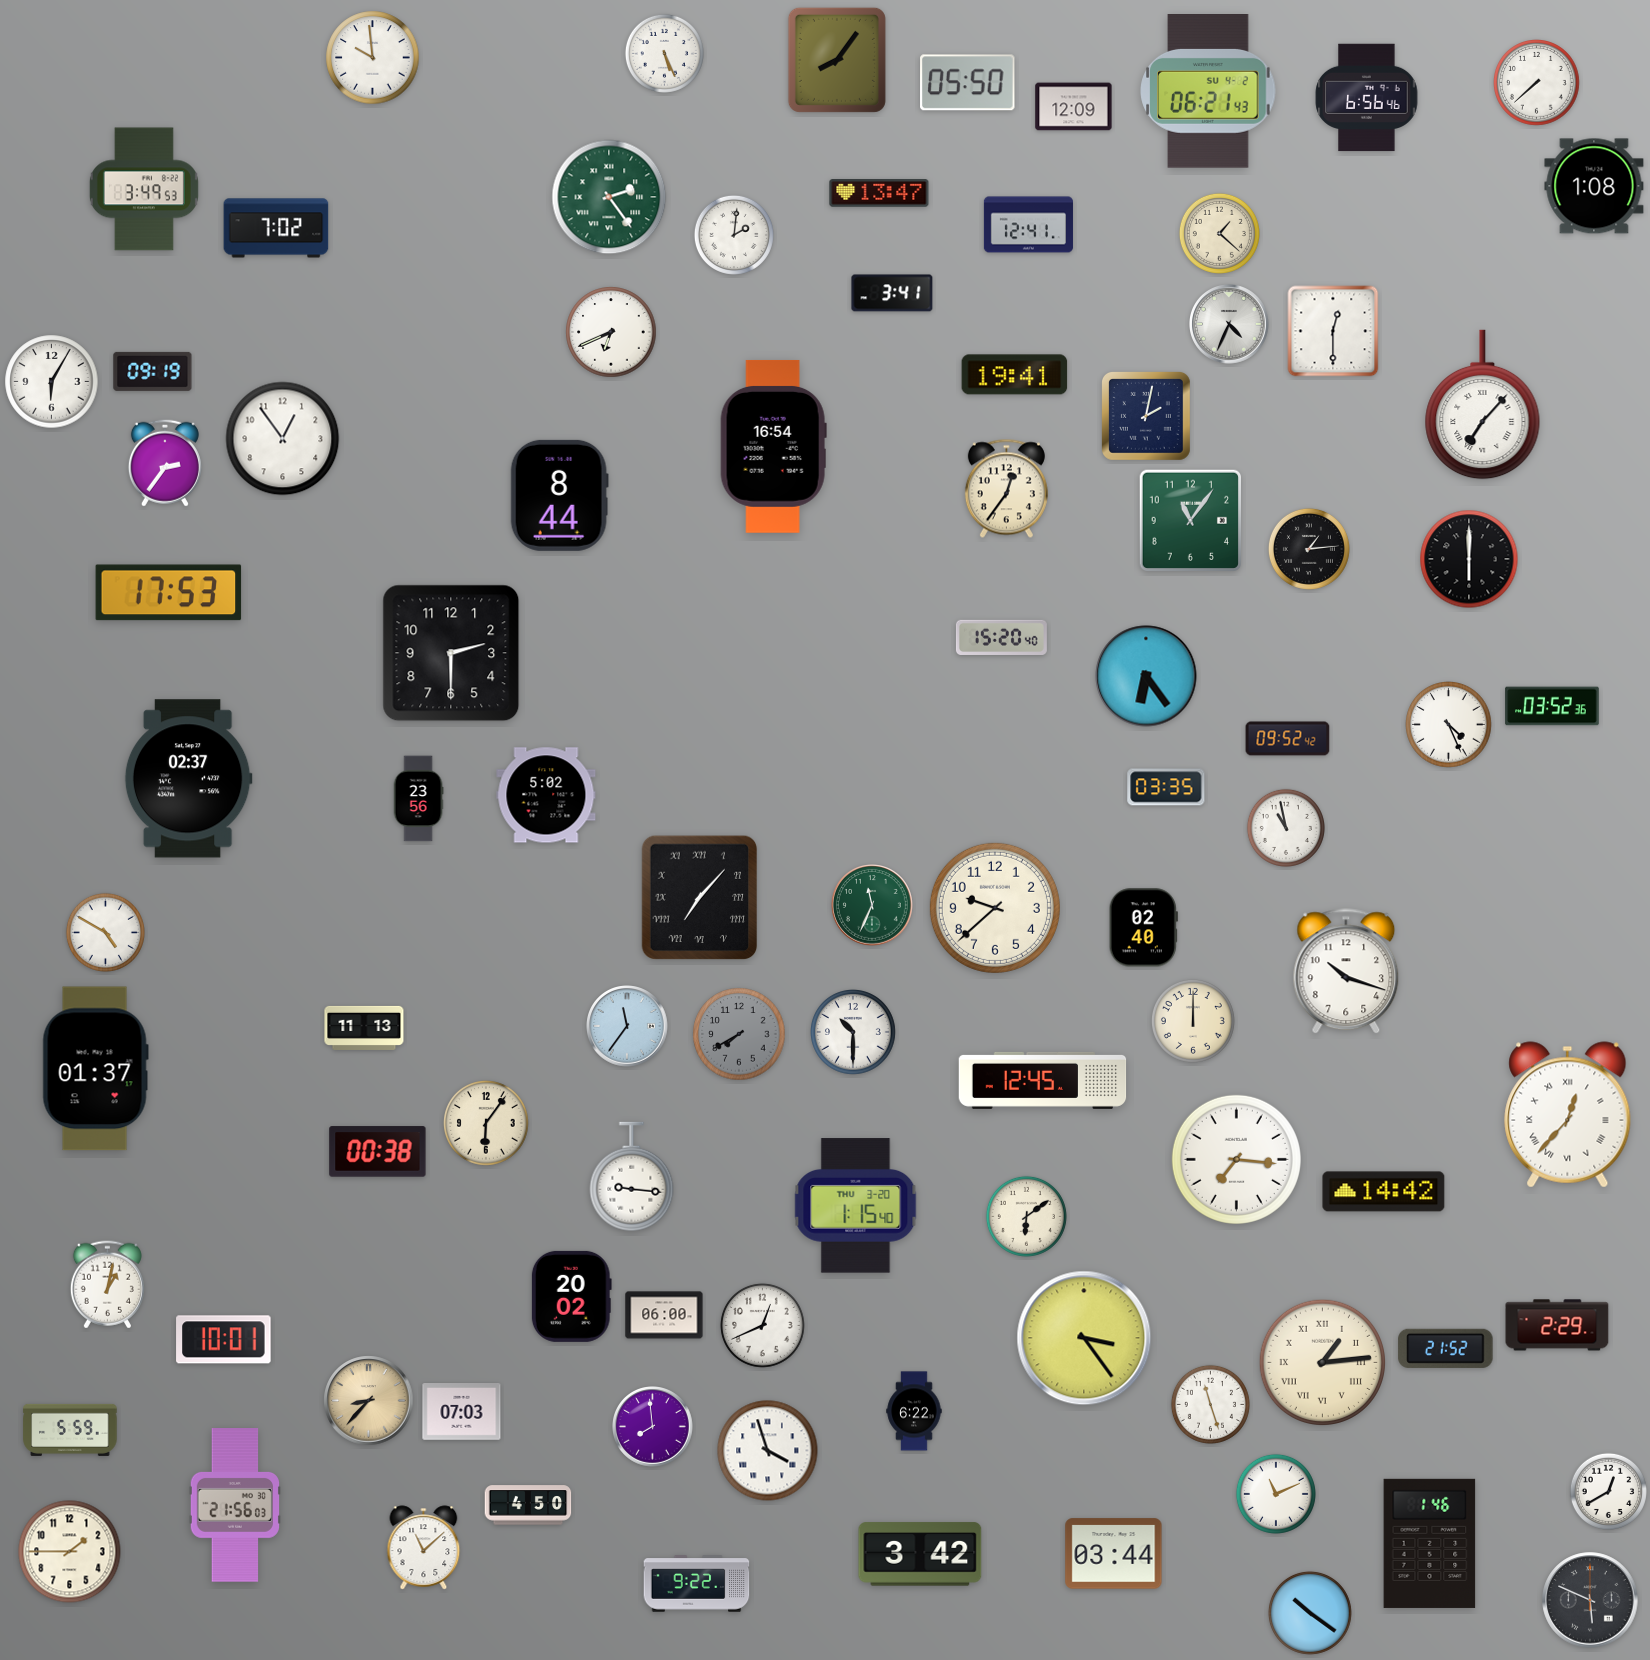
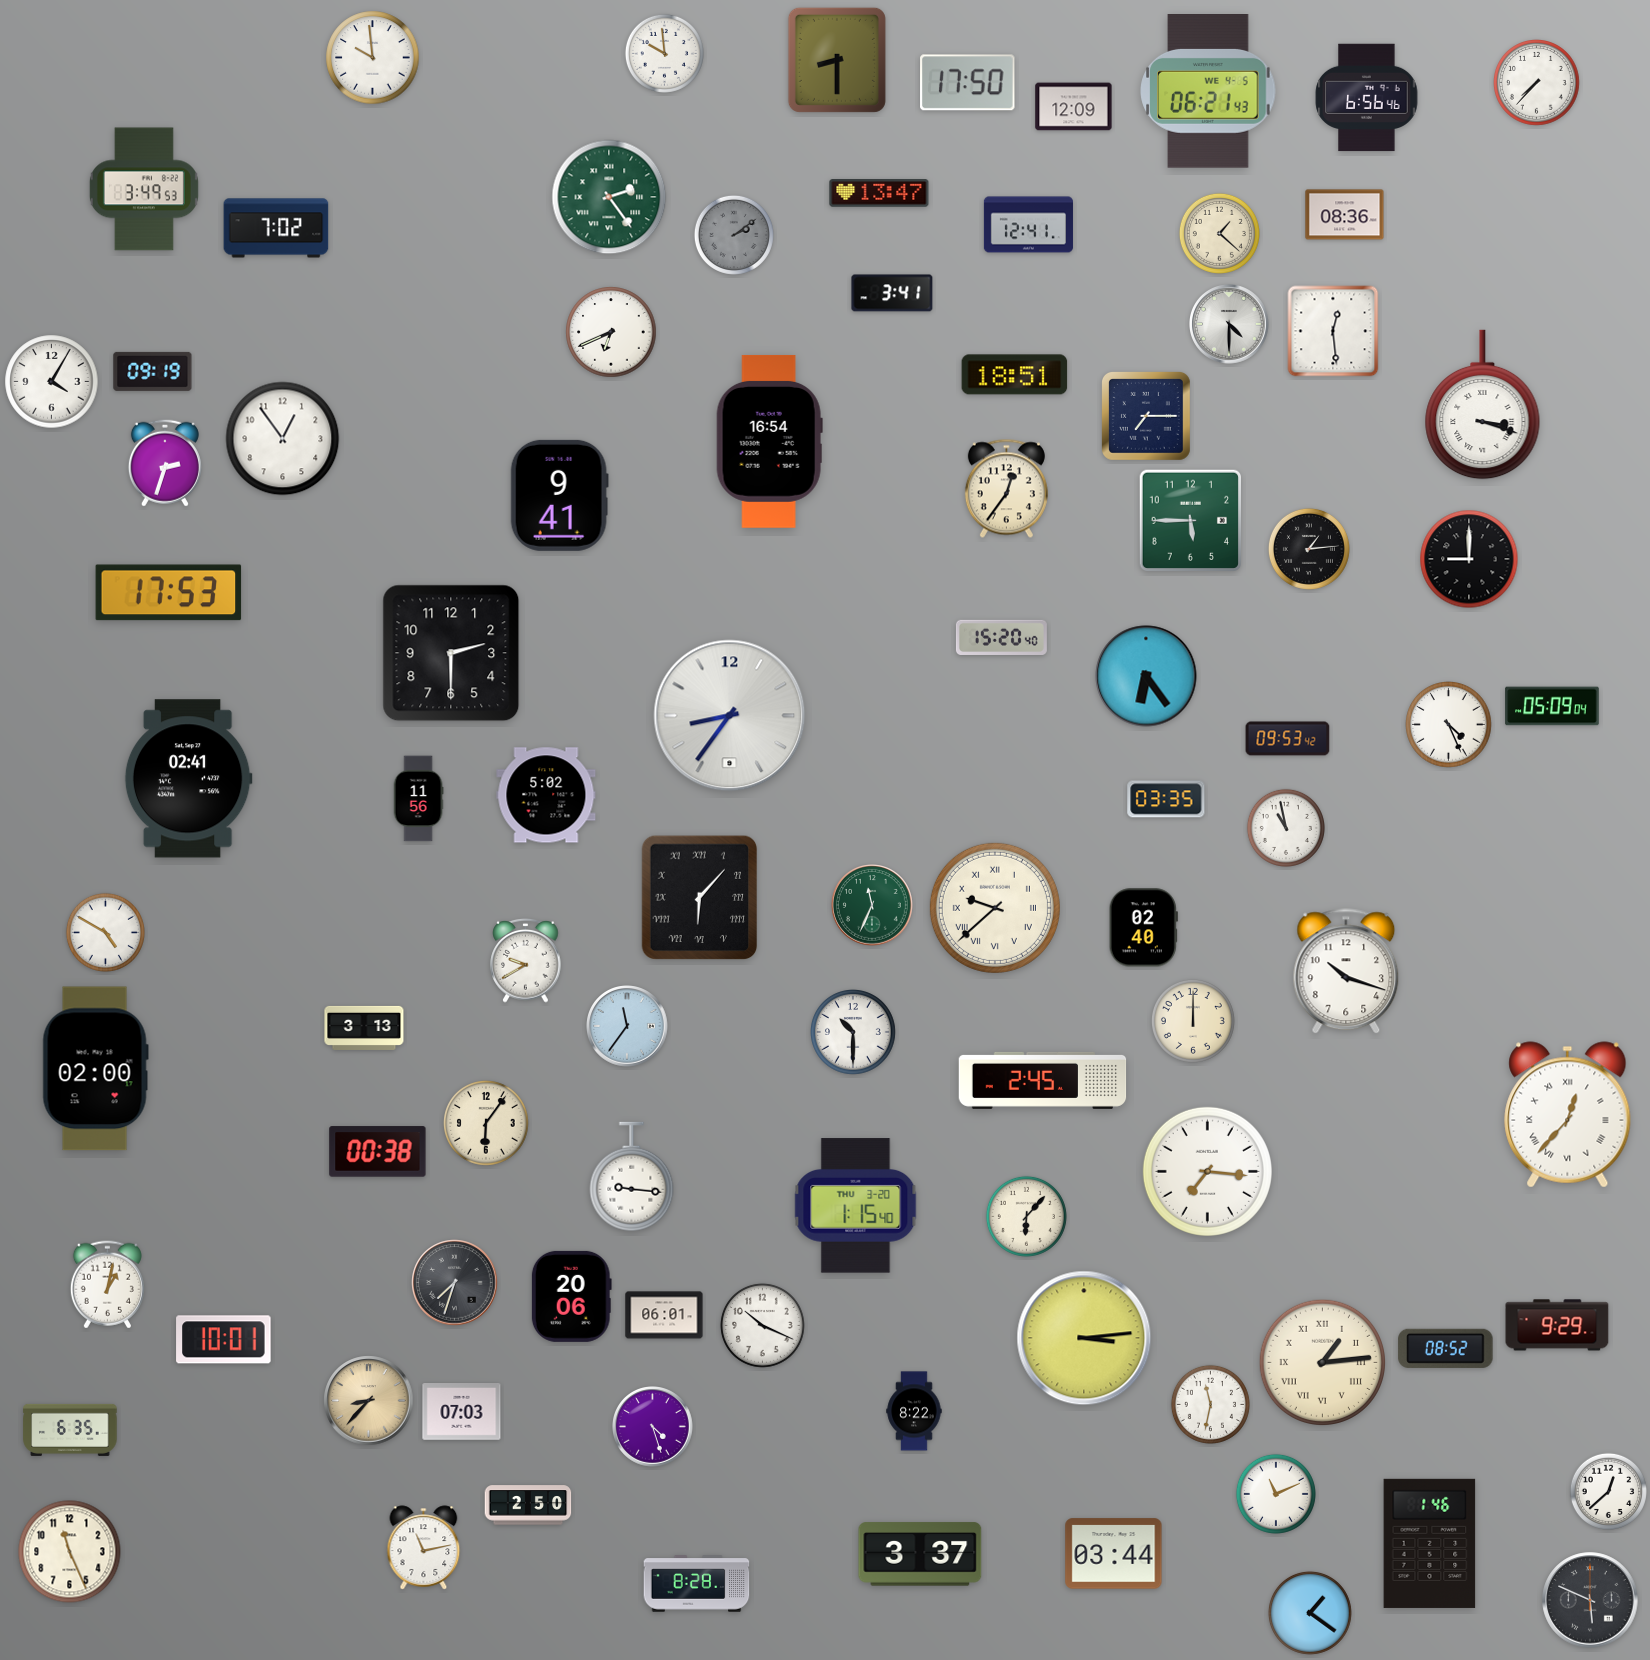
clock at (664, 53): 5:26 -> 9:59
clock at (837, 60): 8:06 -> 8:30
clock at (968, 83): 05:50 -> 17:50
clock at (1537, 83): 7:38 -> 7:37
clock at (1208, 92) date: SU 4-2 -> WE 4-5
clock at (1594, 186): 1:08 -> none
clock at (1345, 215): none -> 08:36
clock at (734, 235): 2:01 -> 2:09
clock at (734, 235) dial: white -> grey
clock at (1230, 325): 4:34 -> 4:30
clock at (1333, 331): 12:30 -> 12:29
clock at (1015, 375): 19:41 -> 18:51
clock at (52, 382): 6:05 -> 4:05
clock at (1483, 405): 7:07 -> 3:18
clock at (1146, 416): 2:02 -> 7:15
clock at (773, 446) position: (773, 446) -> (769, 441)
clock at (165, 463): 2:36 -> 2:33
clock at (559, 495): 8:44 -> 9:41
clock at (1191, 521): 11:06 -> 5:45
clock at (1469, 559): 6:00 -> 9:00
clock at (1552, 706): 03:52 -> 05:09
clock at (730, 716): none -> 8:36
clock at (1288, 739): 09:52 -> 09:53
clock at (188, 779): 02:37 -> 02:41
clock at (1166, 787) position: (1166, 787) -> (1166, 799)
clock at (418, 799): 23:56 -> 11:56
clock at (700, 898): 7:07 -> 6:07
clock at (995, 908) numerals: Arabic -> Roman
clock at (526, 961): none -> 9:40
clock at (364, 1028): 11:13 -> 3:13
clock at (739, 1034): 7:40 -> none
clock at (95, 1069): 01:37 -> 02:00
clock at (1043, 1080): 12:45 -> 2:45
clock at (1236, 1159) position: (1236, 1159) -> (1207, 1171)
clock at (1384, 1192): 14:42 -> none
clock at (1026, 1216): 6:09 -> 6:07
clock at (455, 1283): none -> 7:33
clock at (571, 1296): 20:02 -> 20:06
clock at (664, 1315): 06:00 -> 06:01
clock at (1557, 1325): 2:29 -> 9:29
clock at (763, 1326): 12:41 -> 10:19
clock at (1084, 1338): 3:24 -> 3:14
clock at (1446, 1348): 21:52 -> 08:52
clock at (1210, 1404): 11:27 -> 11:32
clock at (914, 1411): 6:22 -> 8:22
clock at (653, 1427): 7:59 -> 4:27
clock at (70, 1430): 5:59 -> 6:35
clock at (768, 1451): 3:57 -> none
clock at (1608, 1491): 12:40 -> 12:38
clock at (234, 1505): 21:56 -> none
clock at (528, 1505): 4:50 -> 2:50
clock at (424, 1548): 11:08 -> 11:13
clock at (70, 1552): 1:45 -> 11:26
clock at (920, 1554): 3:42 -> 3:37
clock at (697, 1584): 9:22 -> 8:28
clock at (1310, 1613): 10:21 -> 1:21
